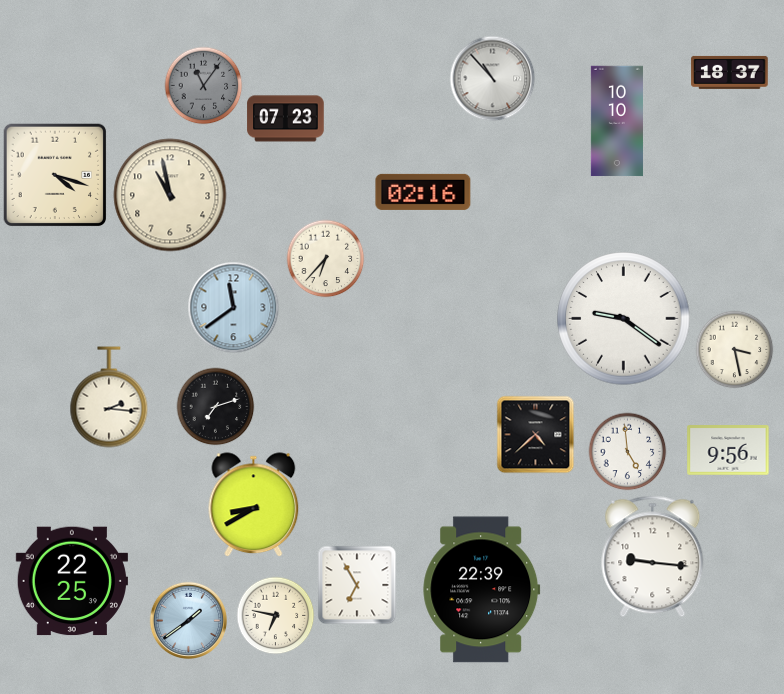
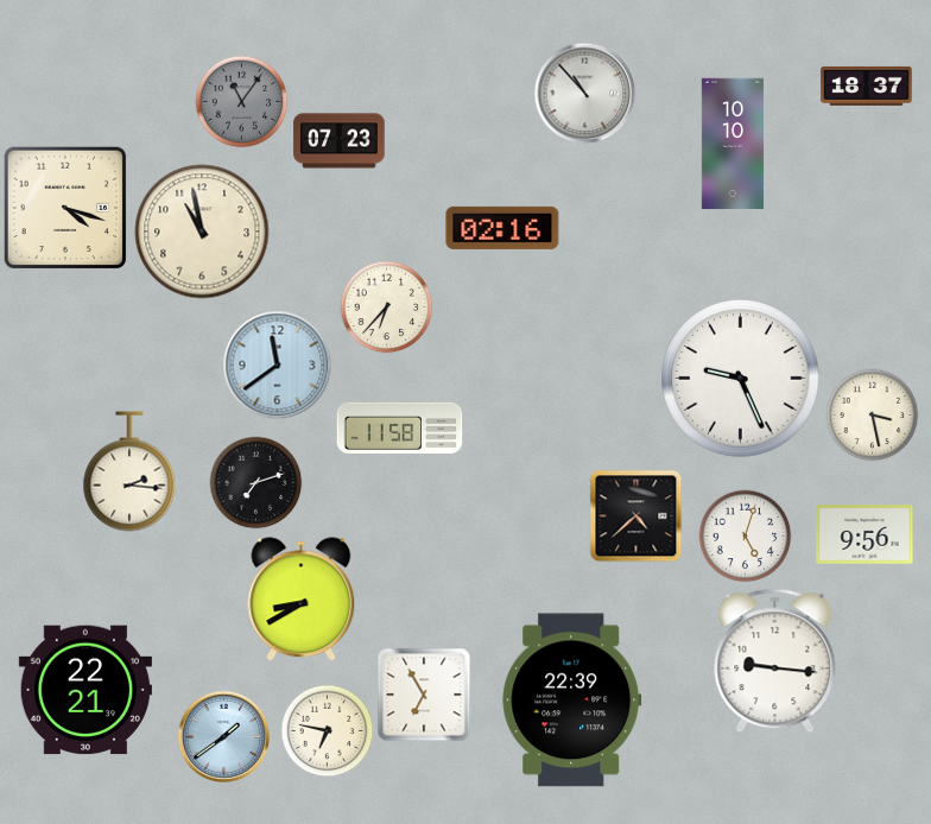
clock at (624, 319): 9:21 -> 9:26
clock at (400, 427): none -> 11:58
clock at (627, 451): 4:59 -> 5:03
clock at (72, 581): 22:25 -> 22:21
